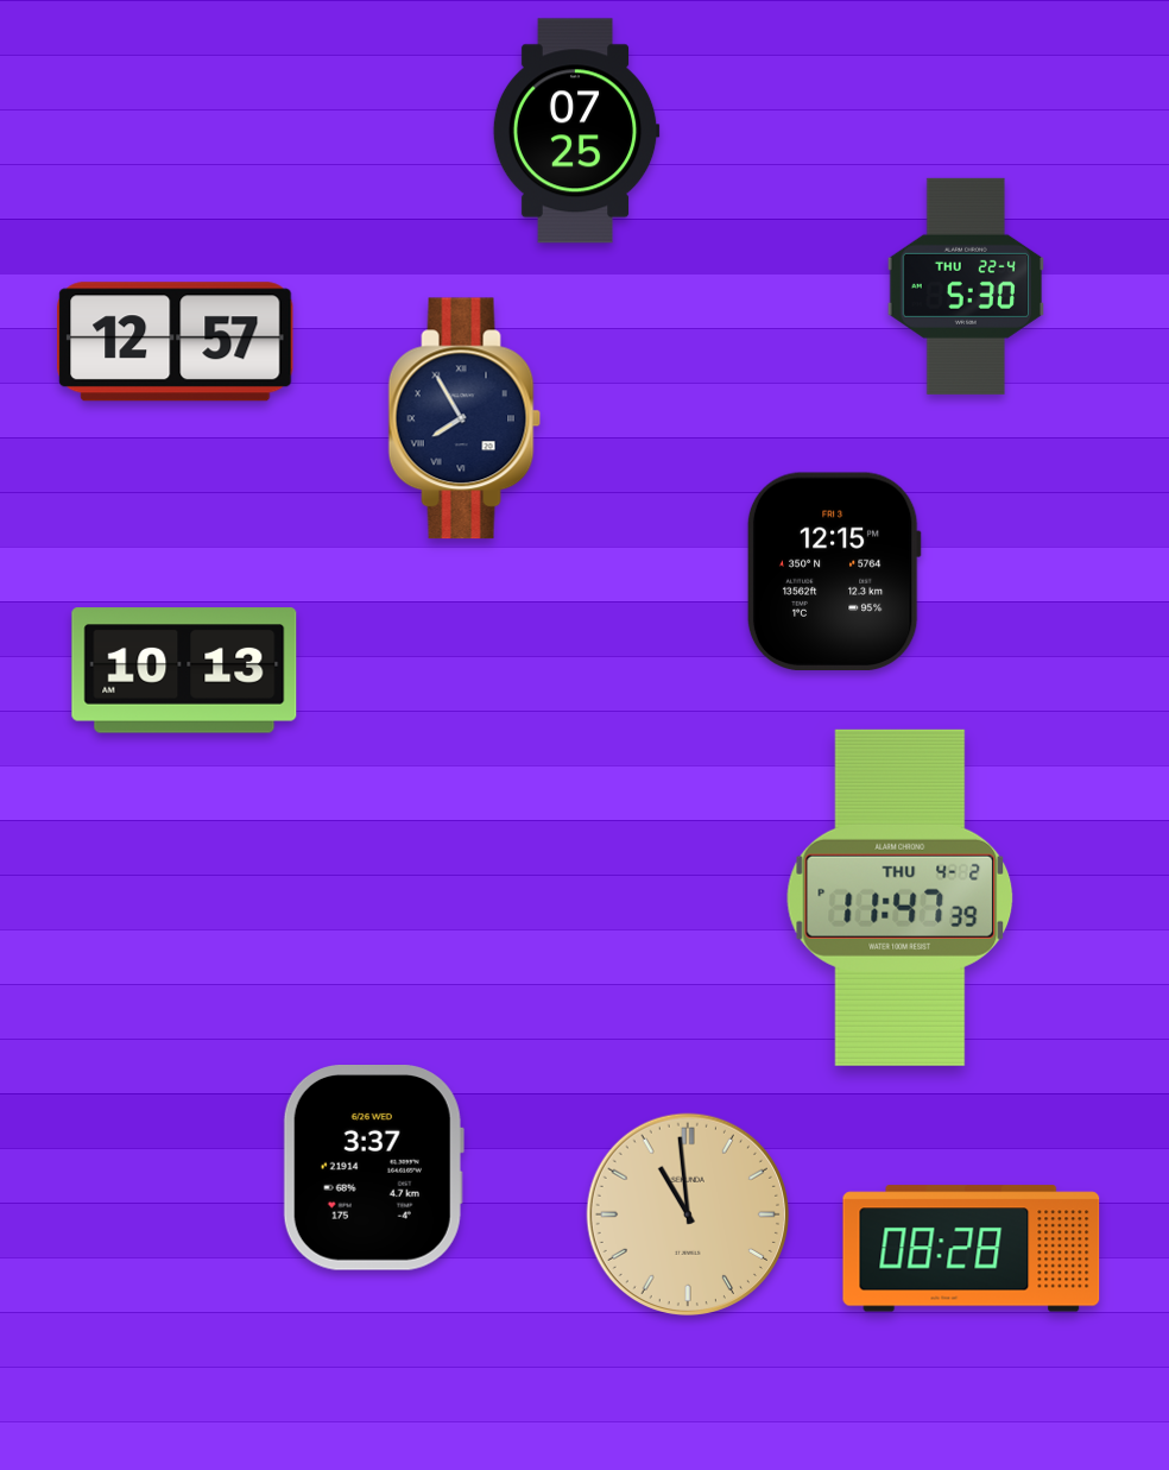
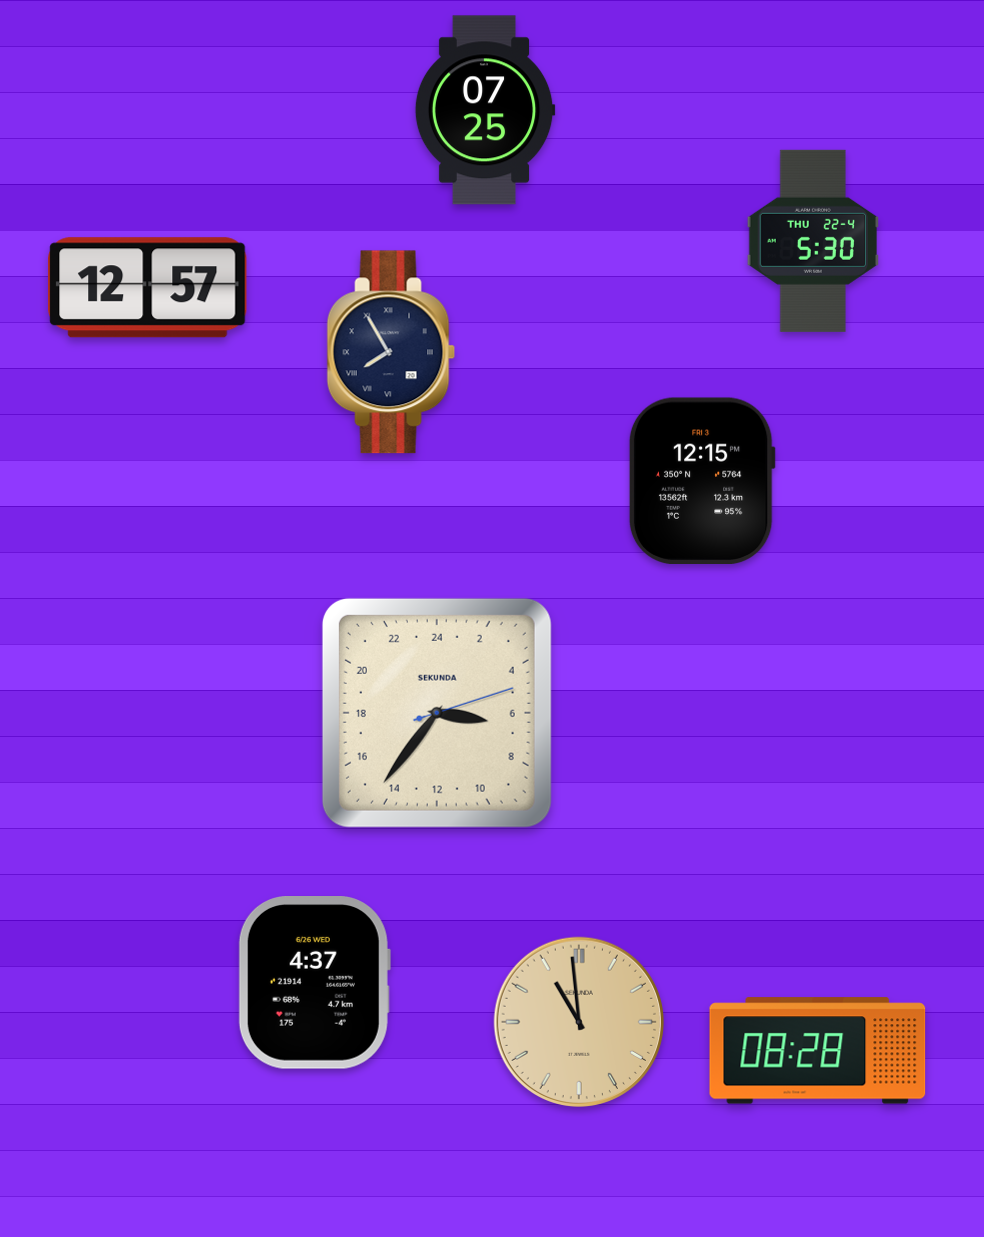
clock at (184, 670): 10:13 -> none
clock at (437, 713): none -> 6:36
clock at (901, 897): 11:47 -> none
clock at (373, 1168): 3:37 -> 4:37
